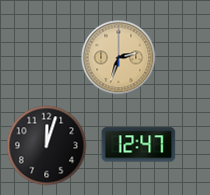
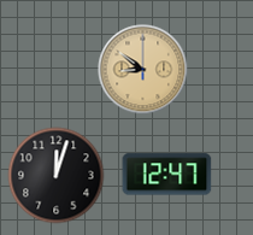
clock at (119, 58): 2:33 -> 8:51
